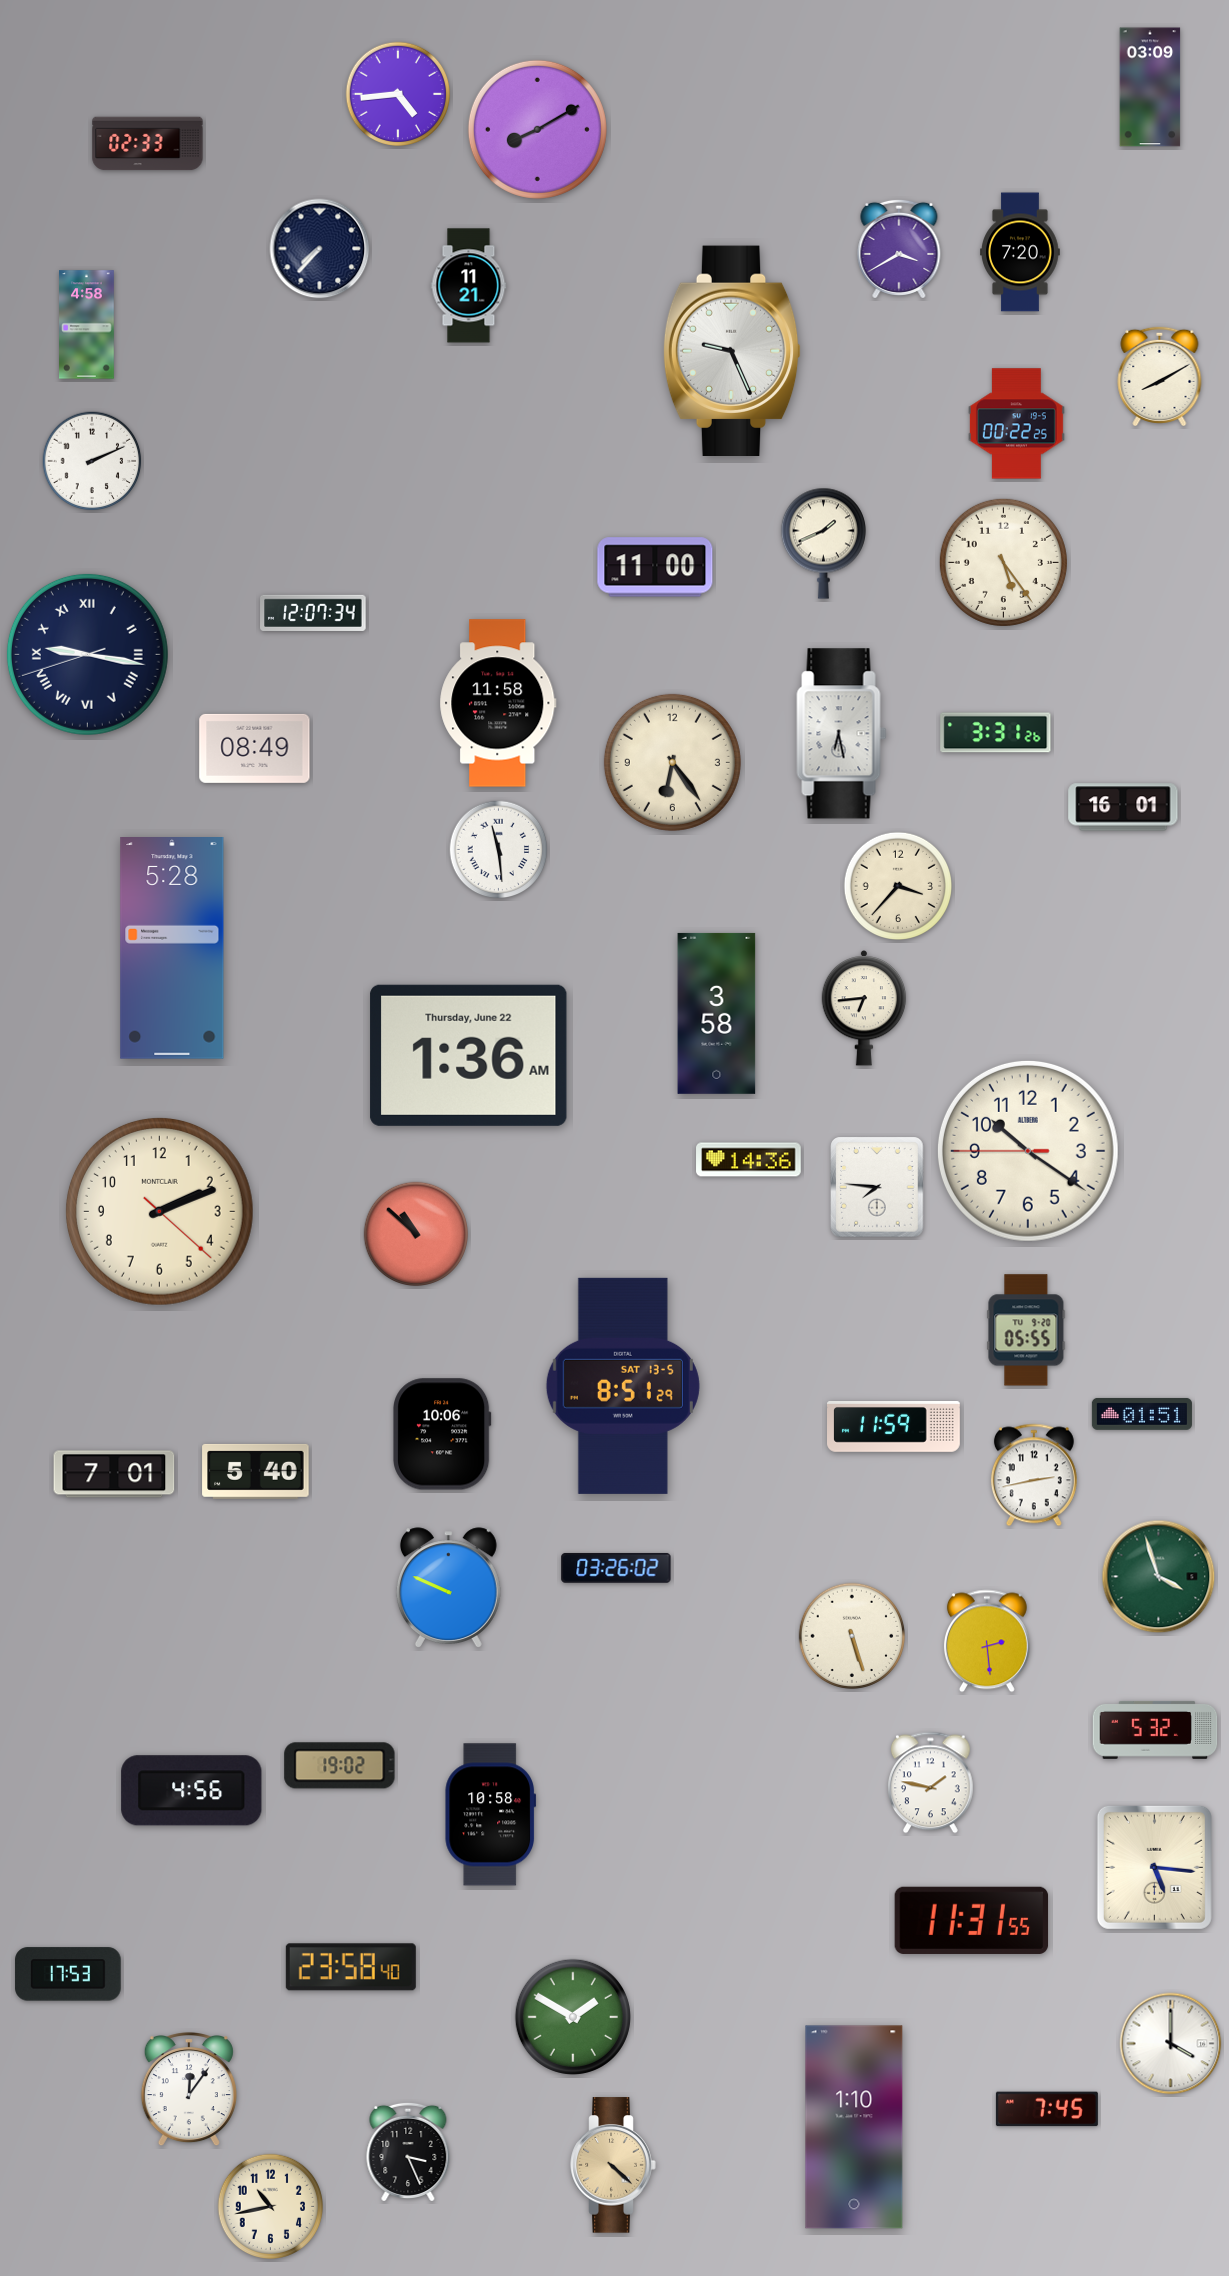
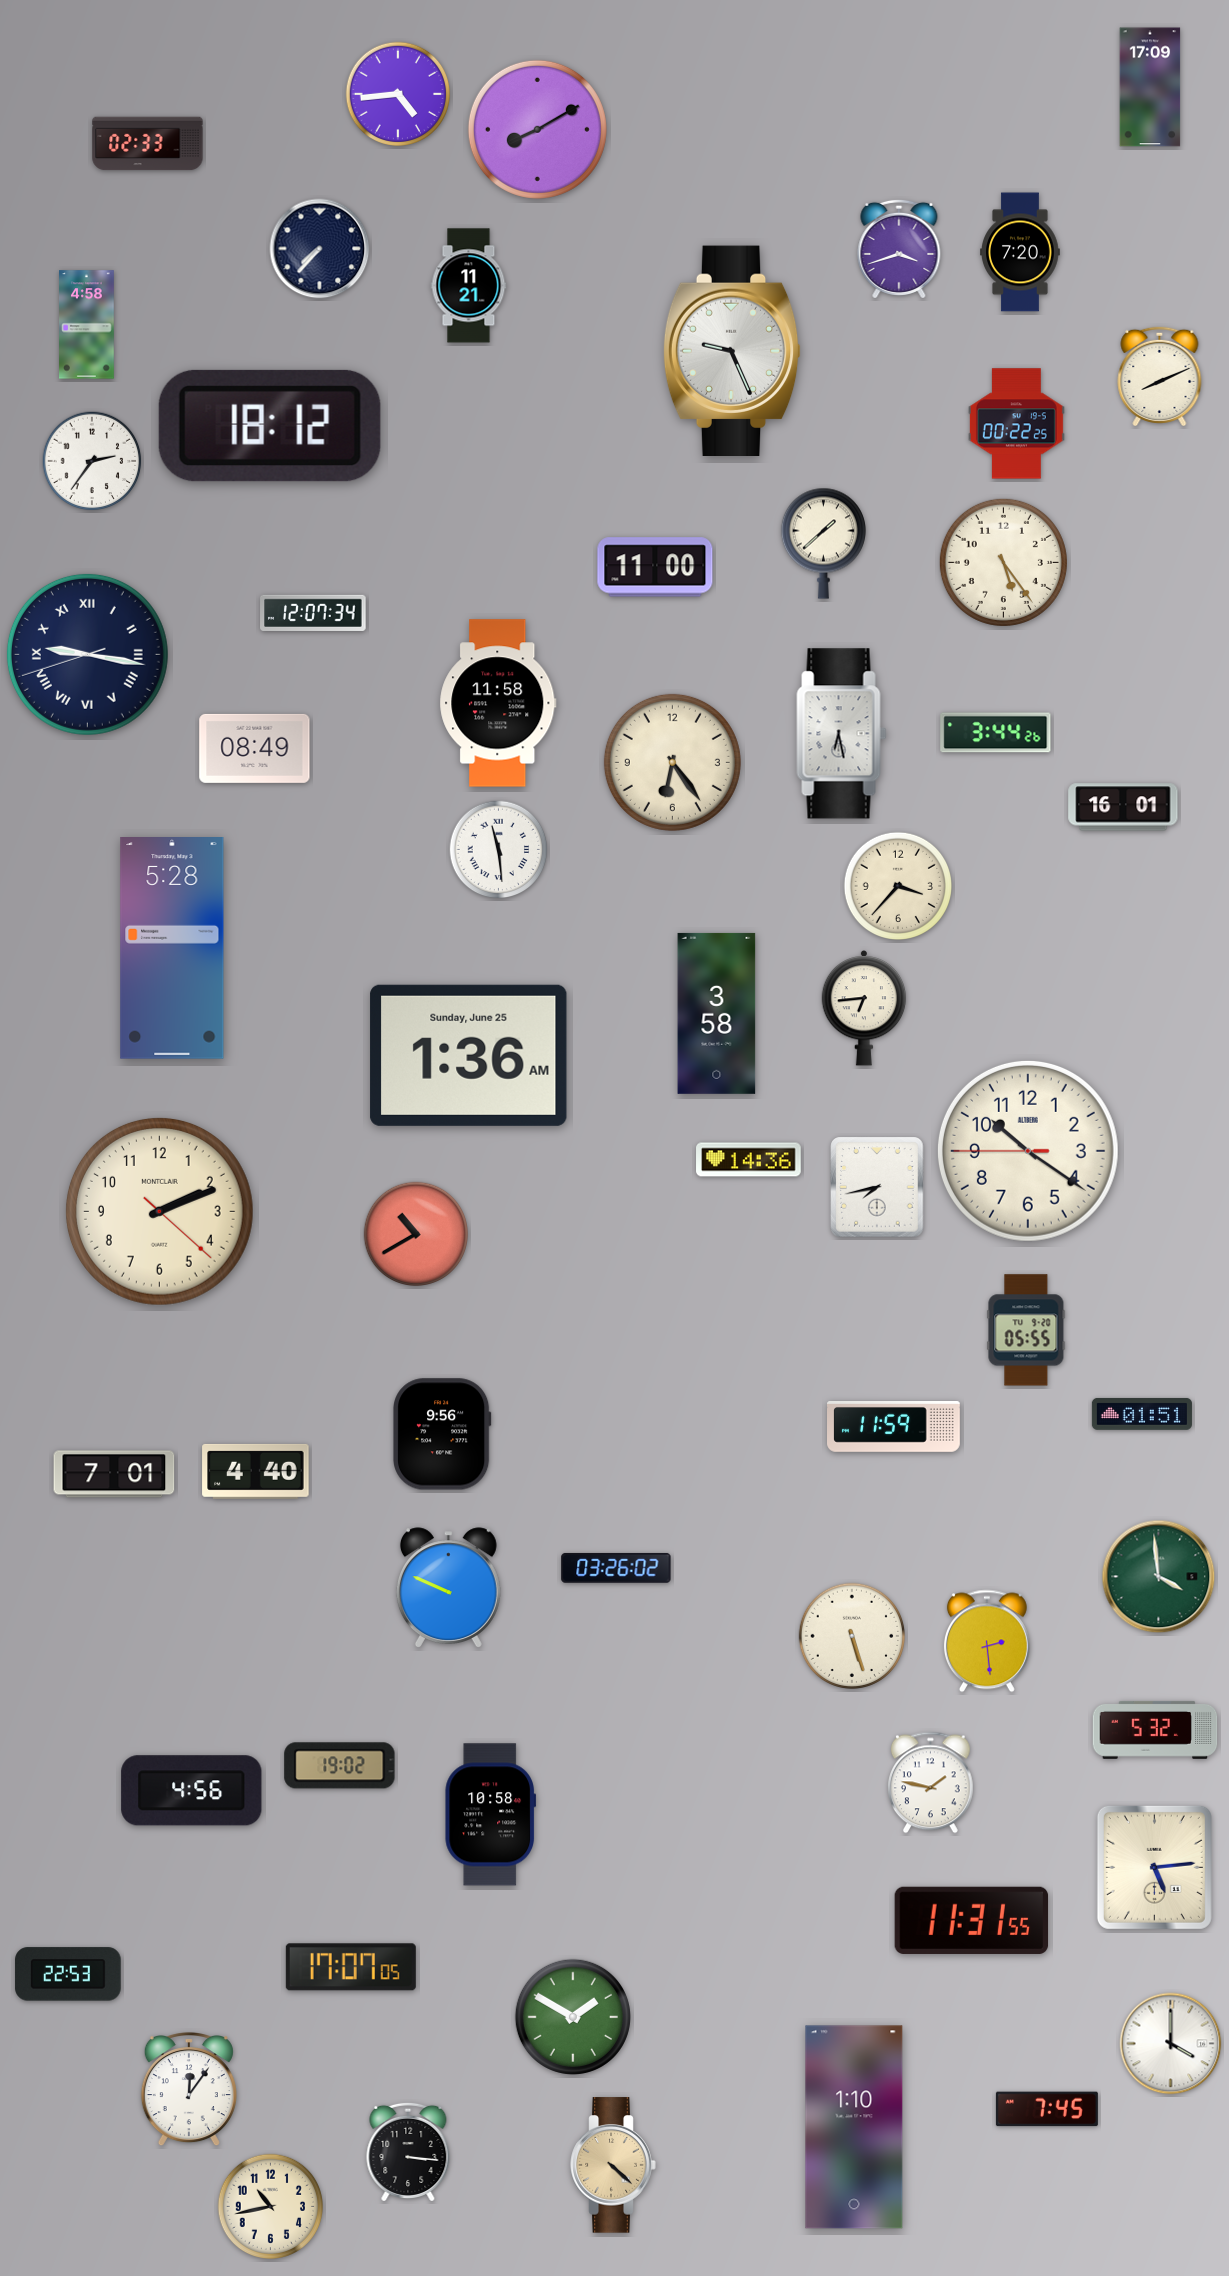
clock at (1150, 87): 03:09 -> 17:09
clock at (899, 249): 3:40 -> 3:42
clock at (1160, 376): 8:10 -> 8:11
clock at (270, 426): none -> 18:12
clock at (92, 461): 2:11 -> 2:36
clock at (823, 543): 1:41 -> 1:38
clock at (996, 733): 3:31 -> 3:44
clock at (469, 1055) date: Thursday, June 22 -> Sunday, June 25
clock at (877, 1187): 7:46 -> 7:43
clock at (416, 1234): 10:52 -> 10:40
clock at (623, 1386): 8:51 -> none
clock at (442, 1434): 10:06 -> 9:56
clock at (256, 1471): 5:40 -> 4:40
clock at (1034, 1475): 2:43 -> none
clock at (1159, 1577): 3:57 -> 3:59
clock at (1154, 1867): 5:16 -> 5:14
clock at (351, 1967): 23:58 -> 17:07
clock at (68, 1974): 17:53 -> 22:53
clock at (408, 2152): 3:26 -> 3:16
